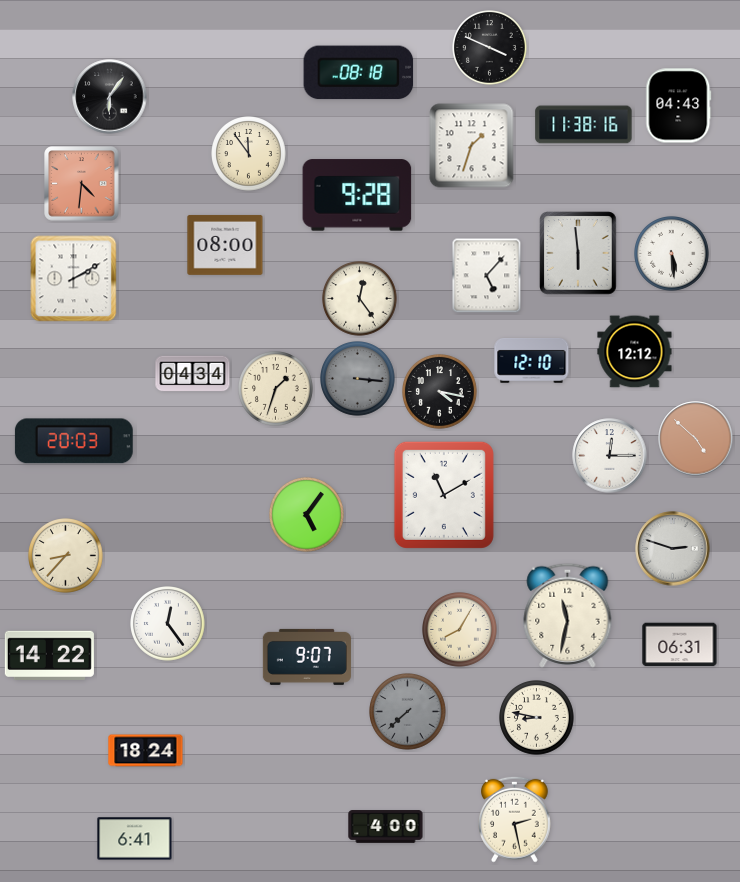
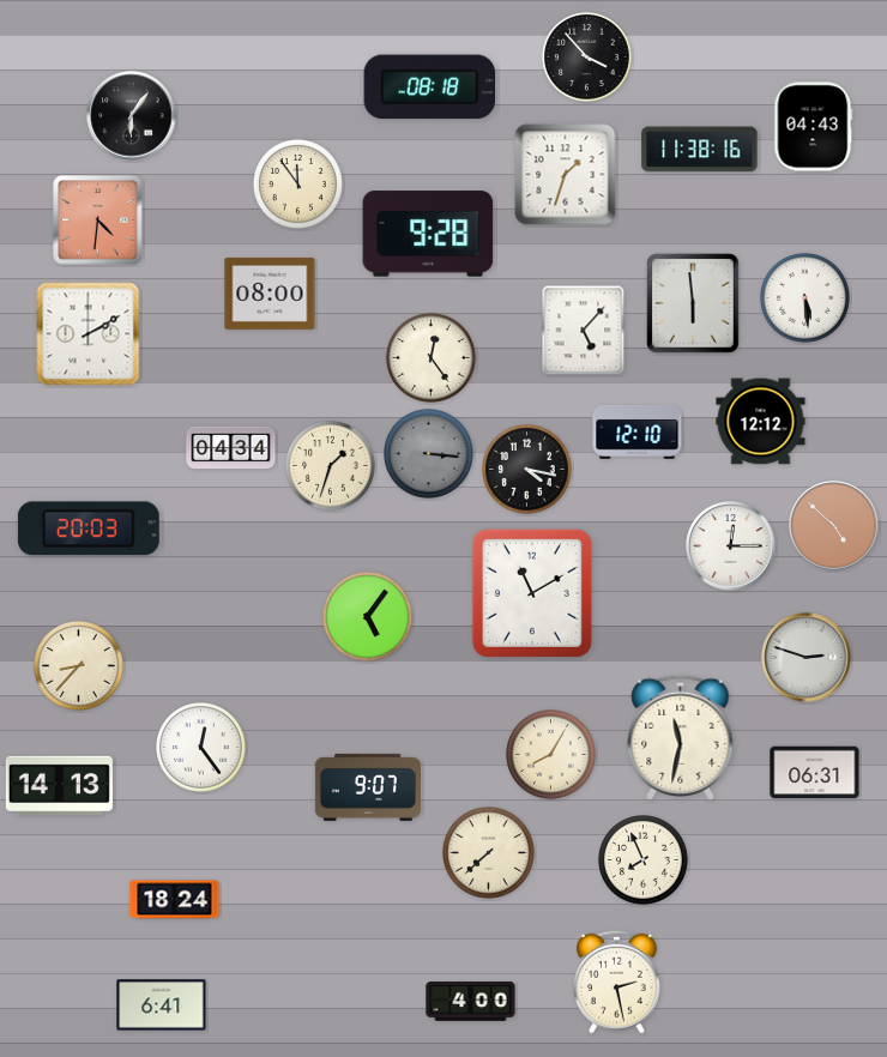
clock at (490, 48): 3:49 -> 3:53
clock at (672, 254) position: (672, 254) -> (805, 298)
clock at (49, 655): 14:22 -> 14:13
clock at (408, 712) dial: grey -> cream
clock at (537, 718): 8:47 -> 7:56
clock at (386, 827) position: (386, 827) -> (471, 1002)
